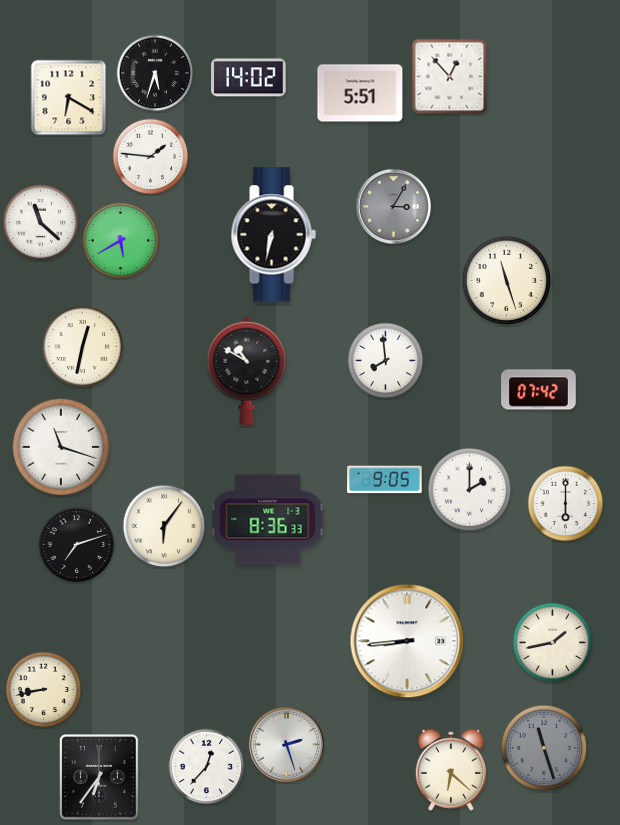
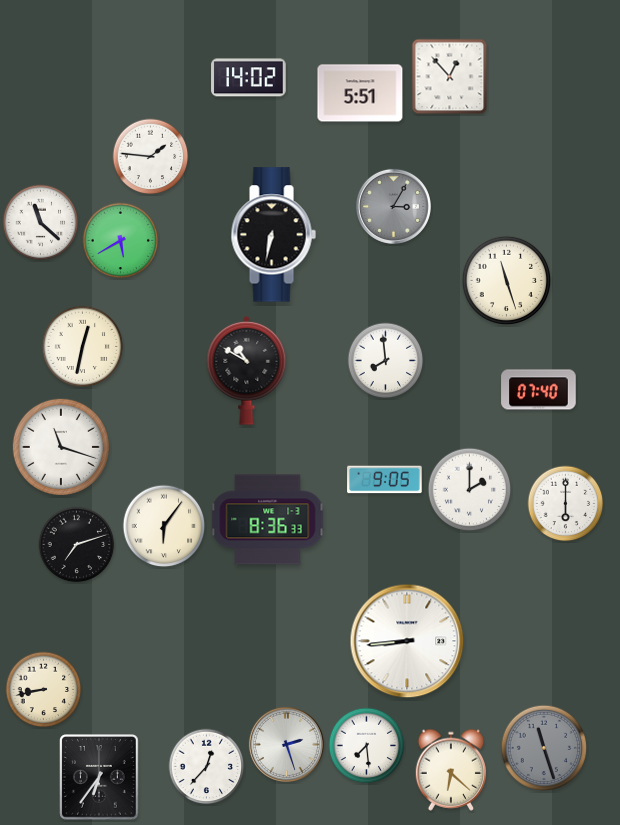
clock at (155, 73): 5:33 -> none
clock at (69, 98): 6:20 -> none
clock at (539, 390): 07:42 -> 07:40
clock at (553, 643): 1:43 -> none
clock at (367, 746): none -> 7:29
